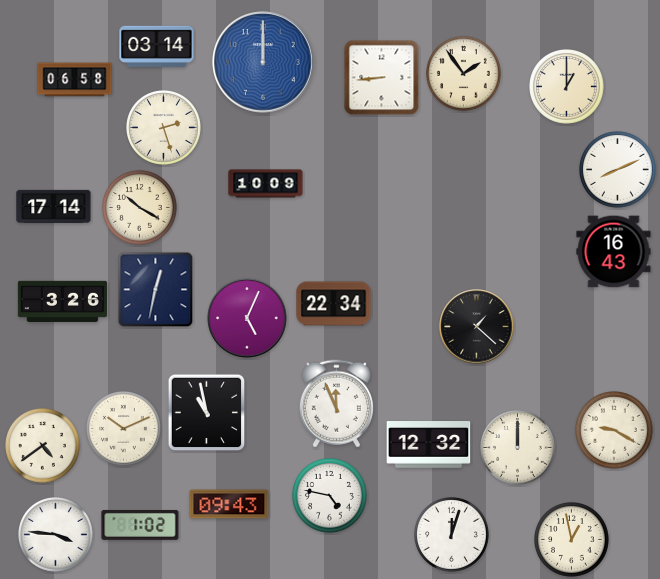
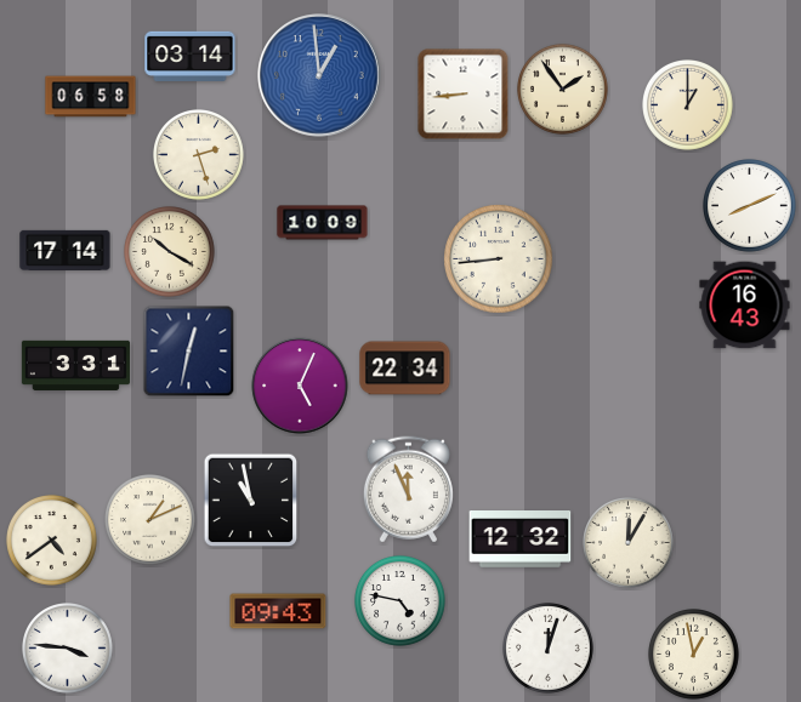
clock at (263, 62): 12:00 -> 12:59
clock at (499, 259): none -> 8:44
clock at (62, 301): 3:26 -> 3:31
clock at (477, 327): 1:22 -> none
clock at (124, 429): 10:11 -> 1:11
clock at (615, 431): 9:20 -> none
clock at (518, 448): 12:00 -> 12:05
clock at (140, 525): 1:02 -> none
